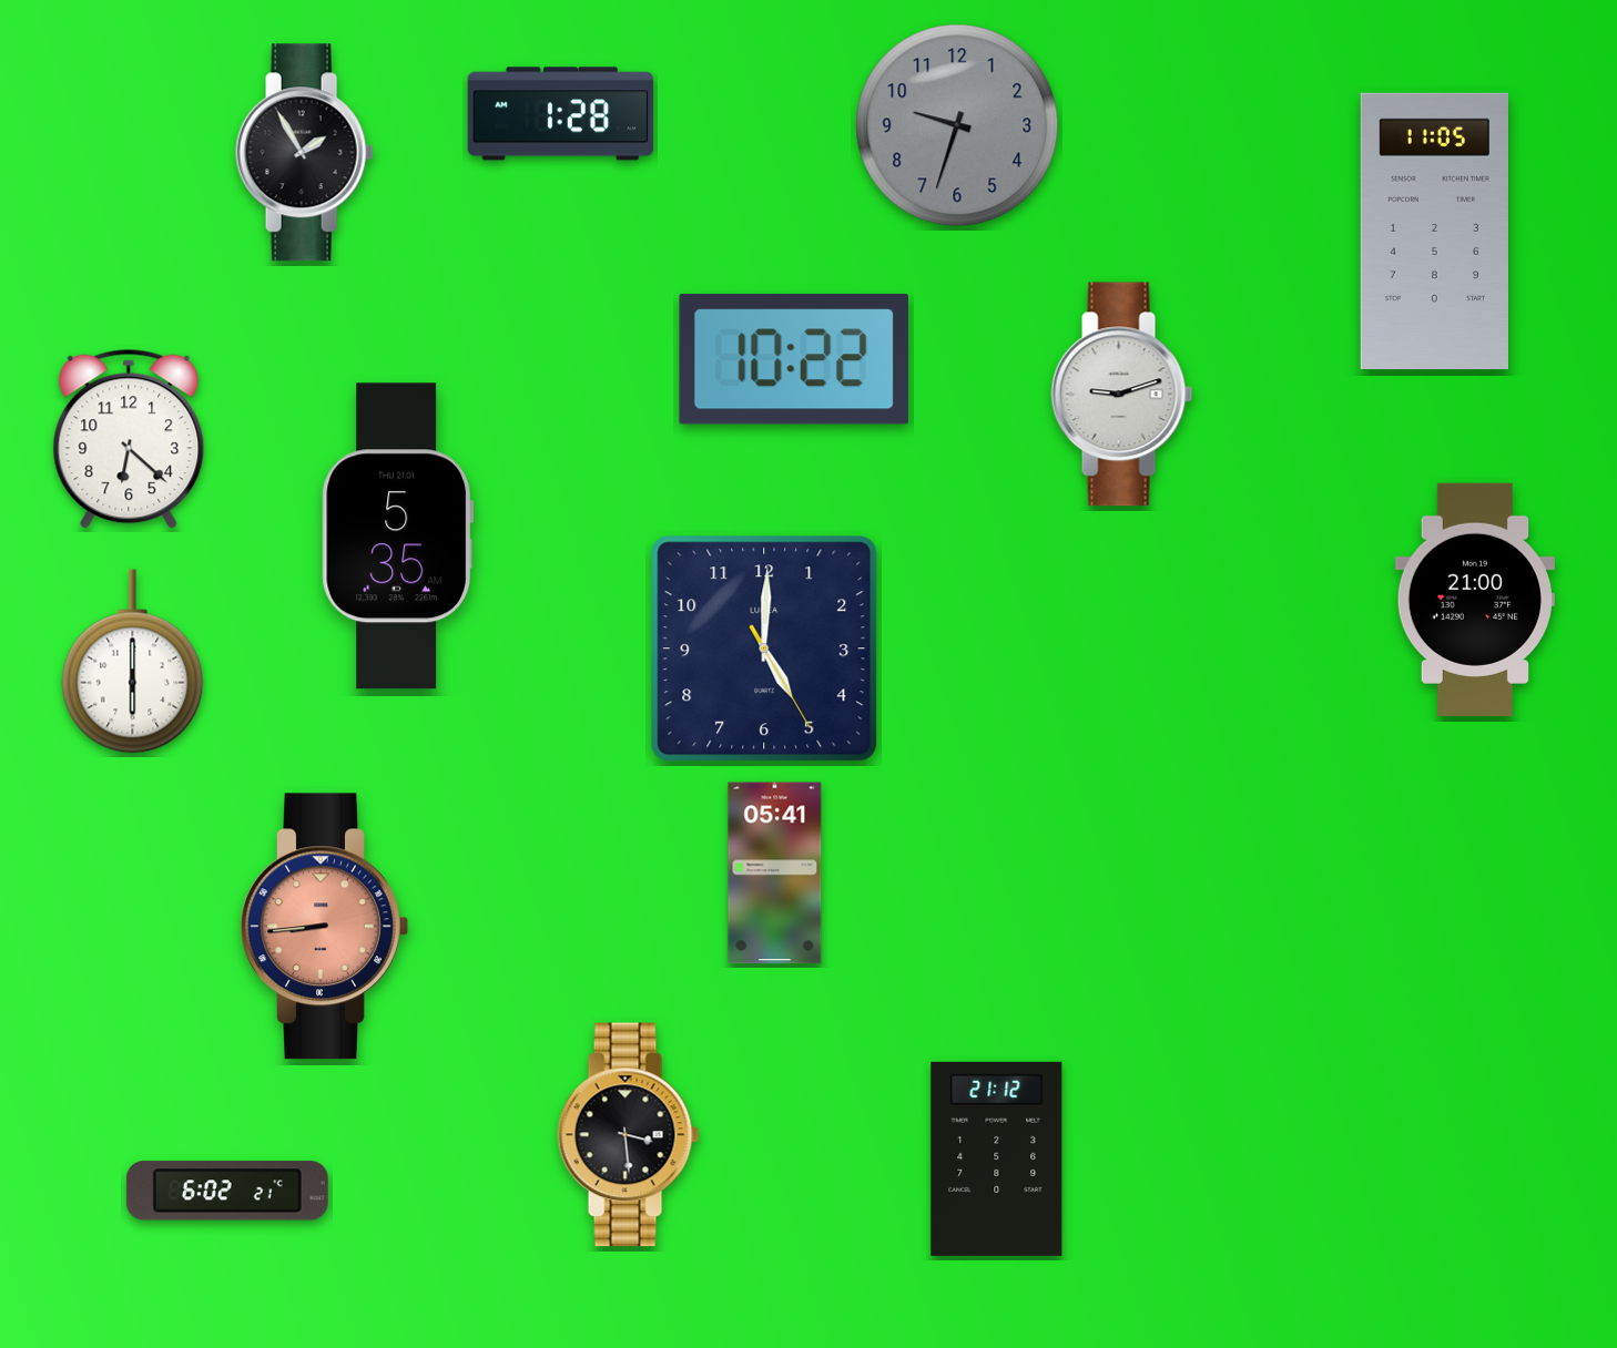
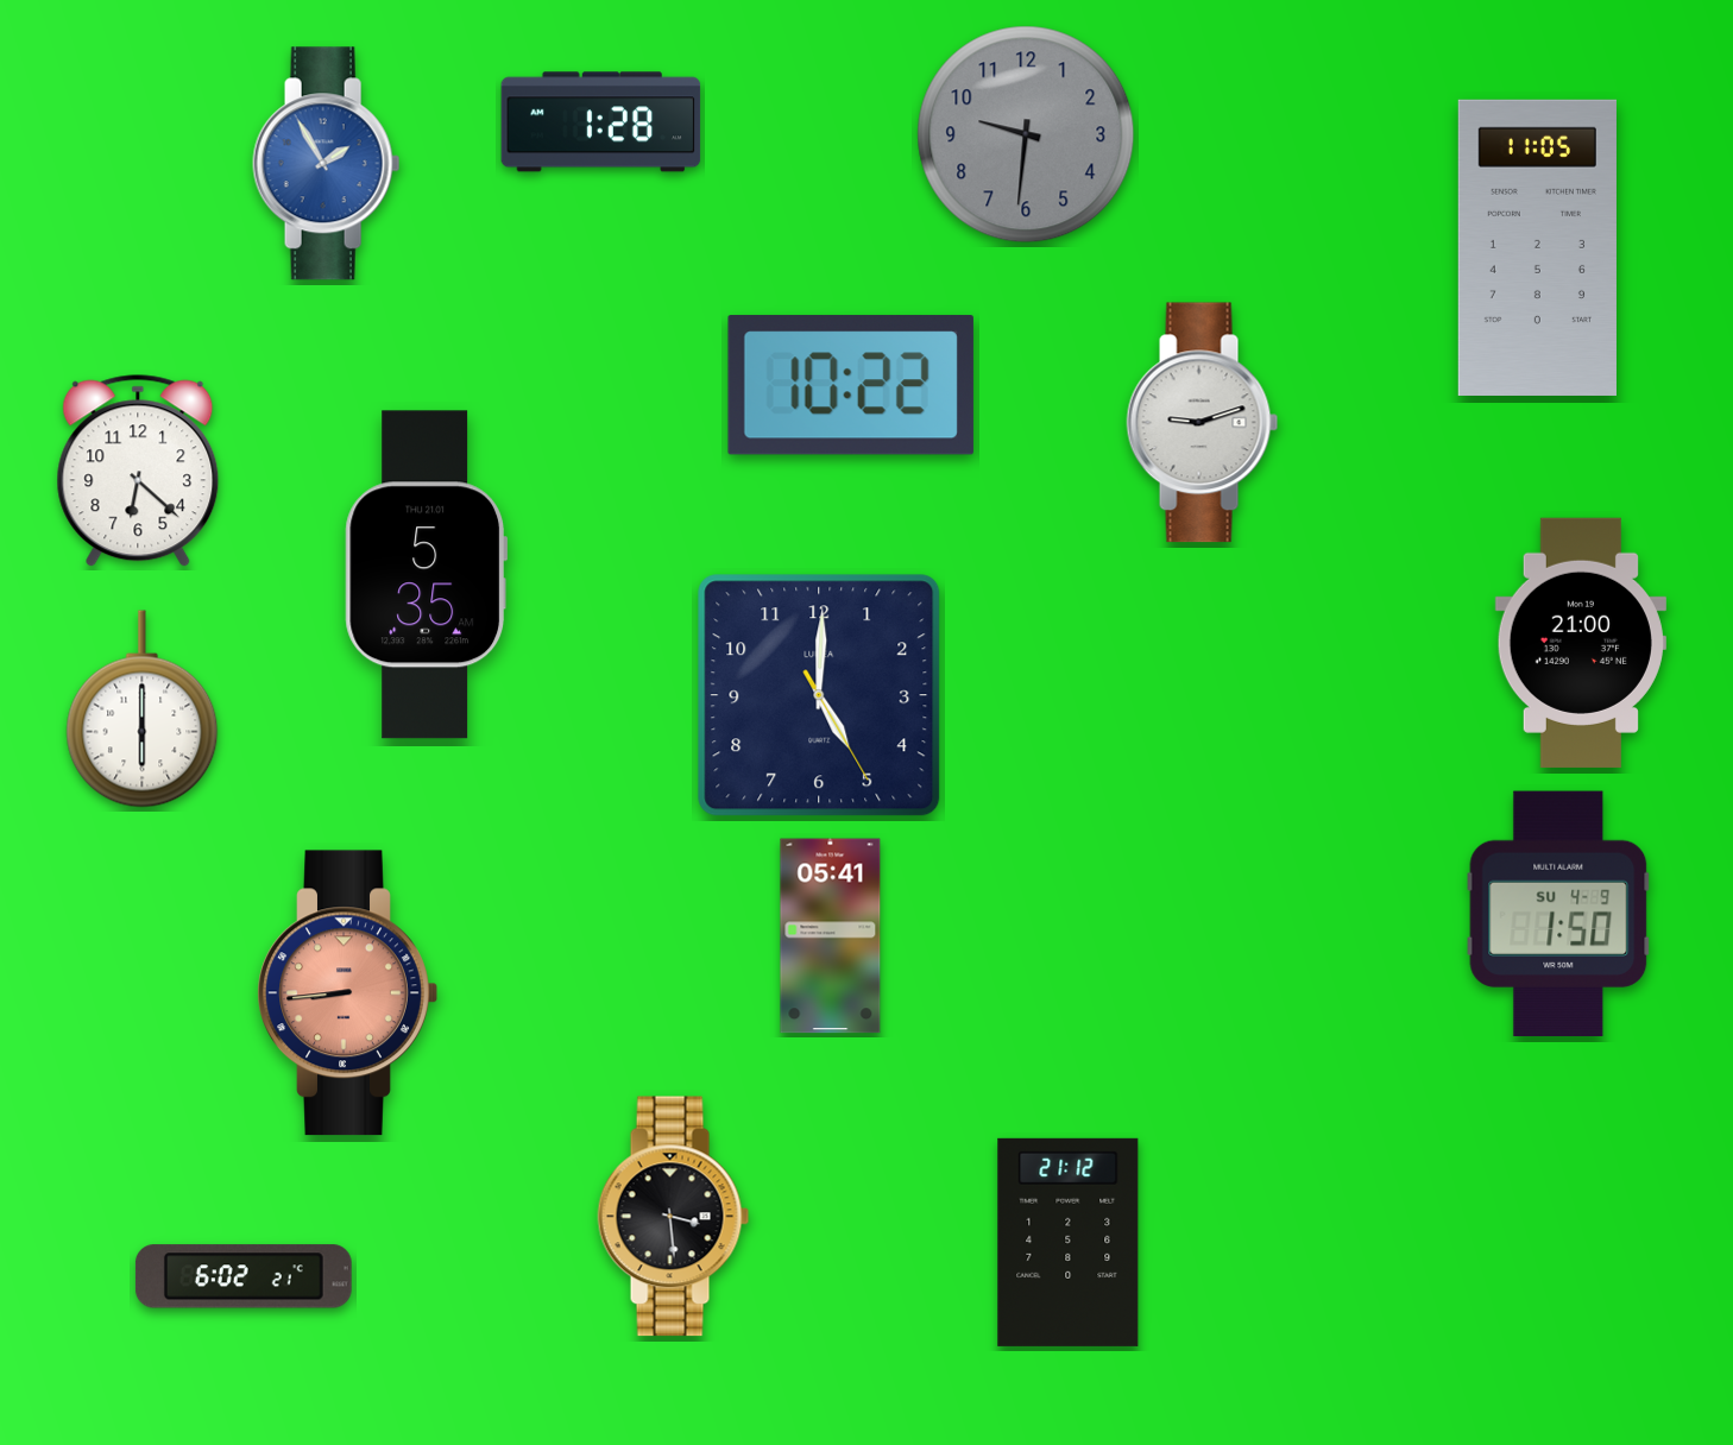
clock at (957, 125): 9:33 -> 9:31
clock at (305, 153) dial: black -> blue
clock at (1558, 913): none -> 1:50
